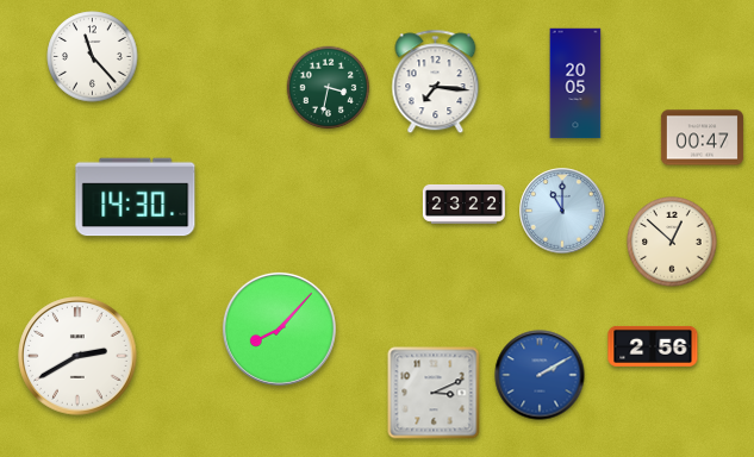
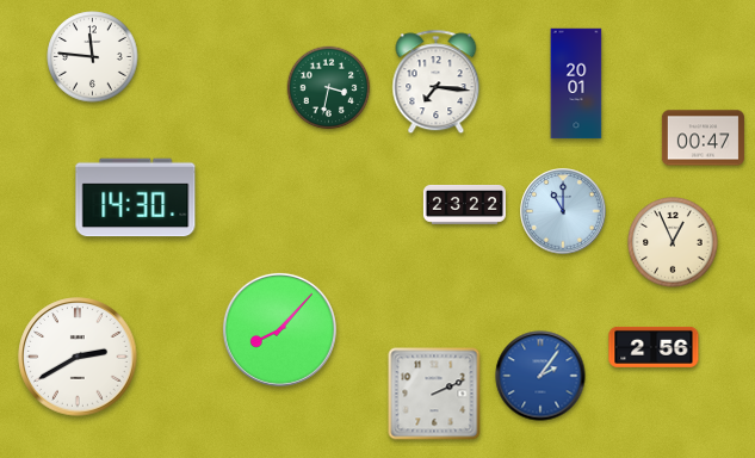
clock at (93, 57): 11:23 -> 11:46
clock at (575, 83): 20:05 -> 20:01
clock at (672, 242): 12:52 -> 12:56
clock at (540, 375): 2:10 -> 2:06
clock at (434, 393): 3:11 -> 2:11
